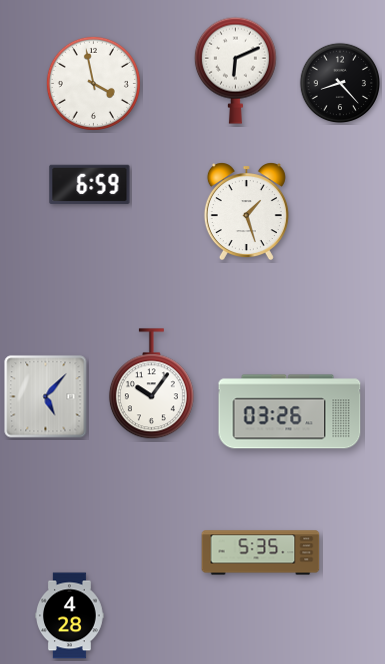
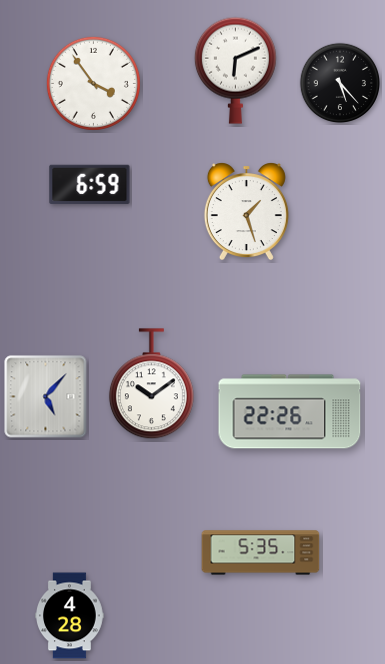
clock at (93, 83): 3:58 -> 3:54
clock at (340, 83): 8:23 -> 5:23
clock at (151, 384): 10:06 -> 10:09
clock at (290, 412): 03:26 -> 22:26
